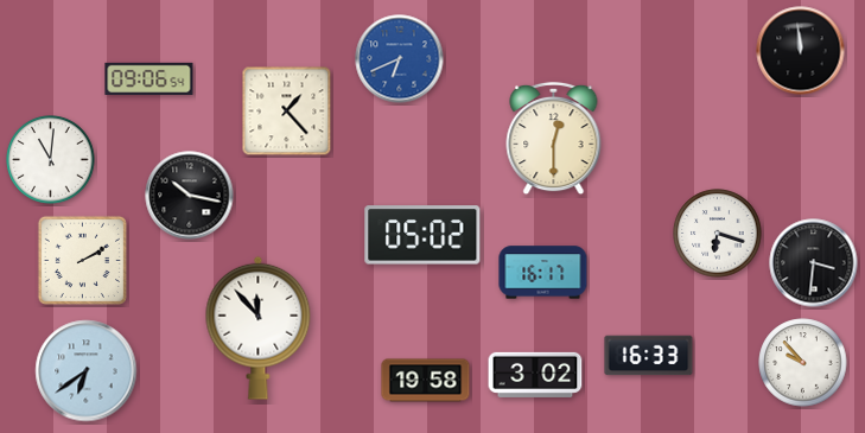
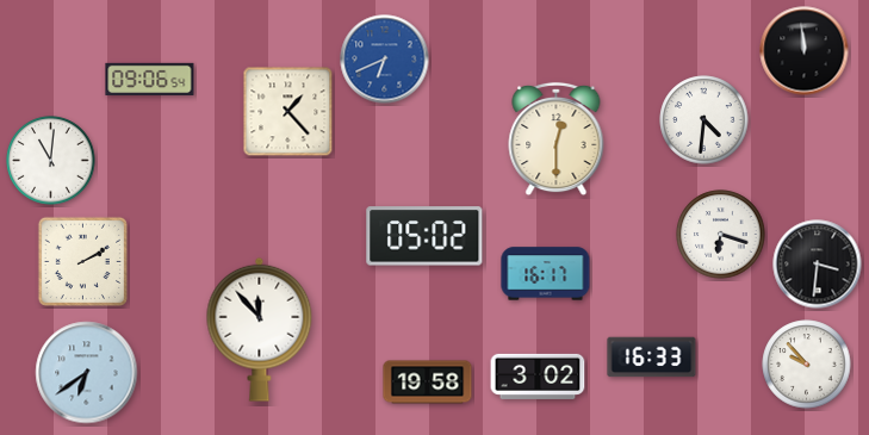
clock at (400, 59) position: (400, 59) -> (385, 60)
clock at (704, 120): none -> 4:31
clock at (190, 196): 10:17 -> none
